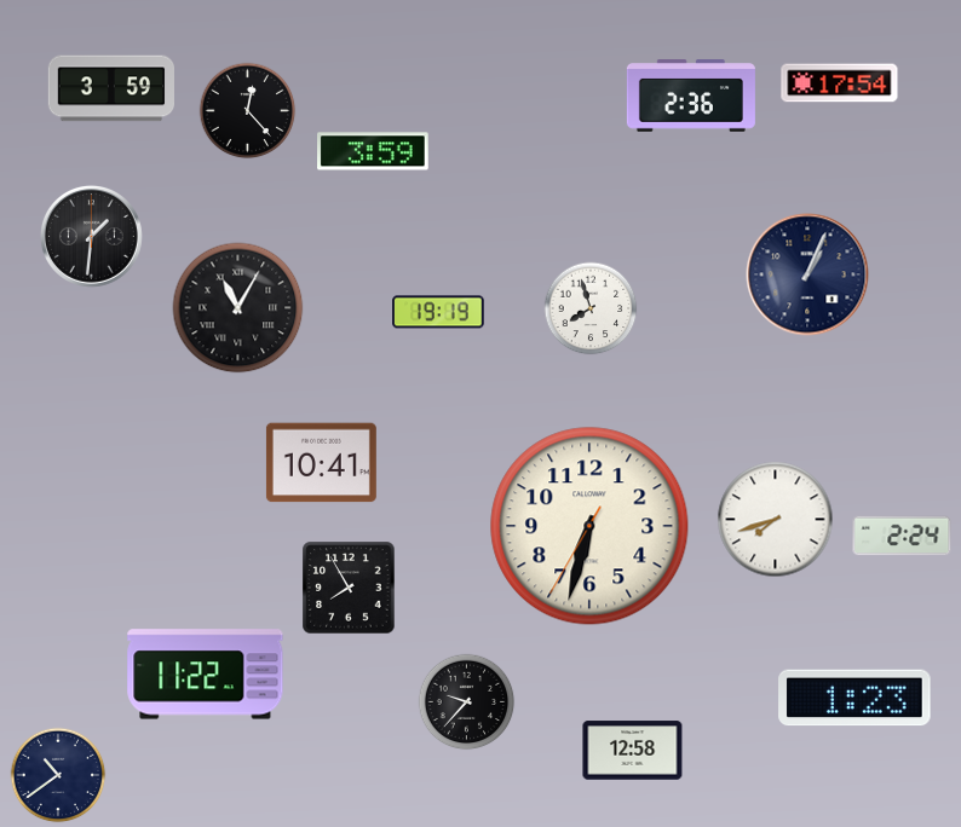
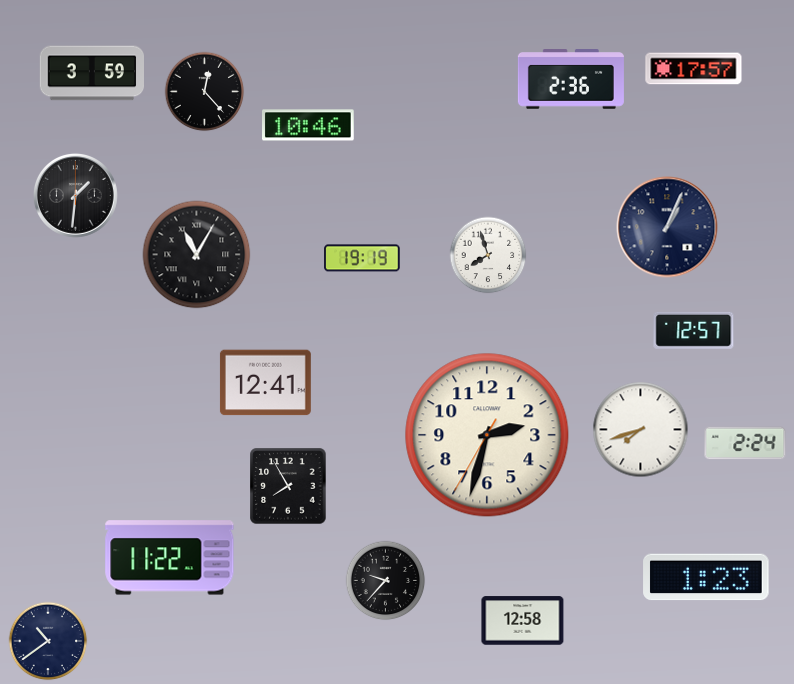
clock at (840, 83): 17:54 -> 17:57
clock at (374, 151): 3:59 -> 10:46
clock at (694, 330): none -> 12:57
clock at (321, 463): 10:41 -> 12:41
clock at (589, 526): 6:32 -> 2:32
